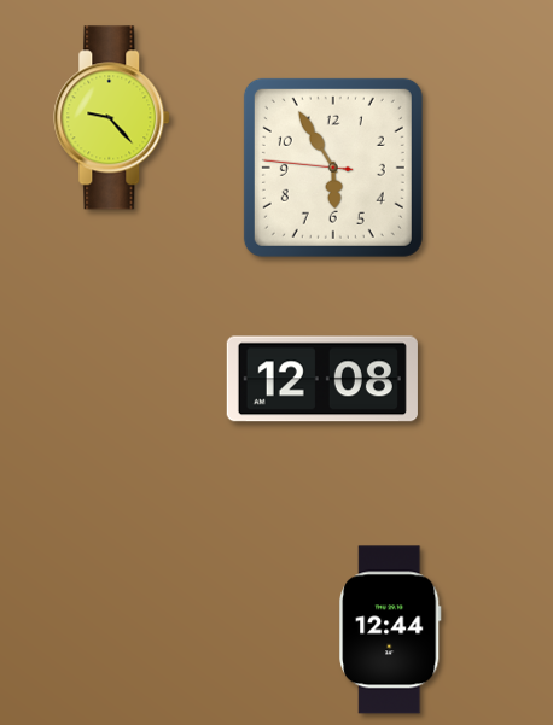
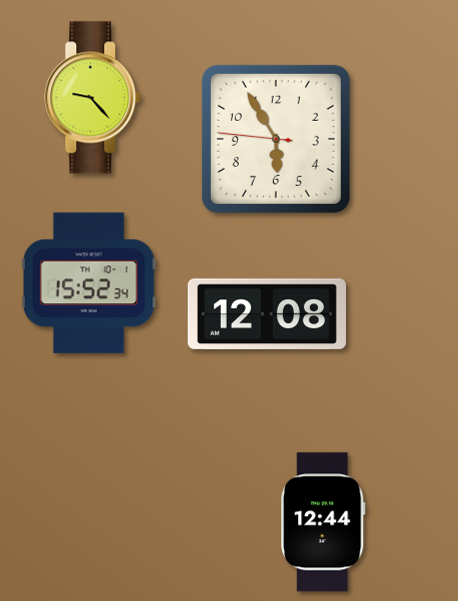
clock at (89, 283): none -> 15:52
